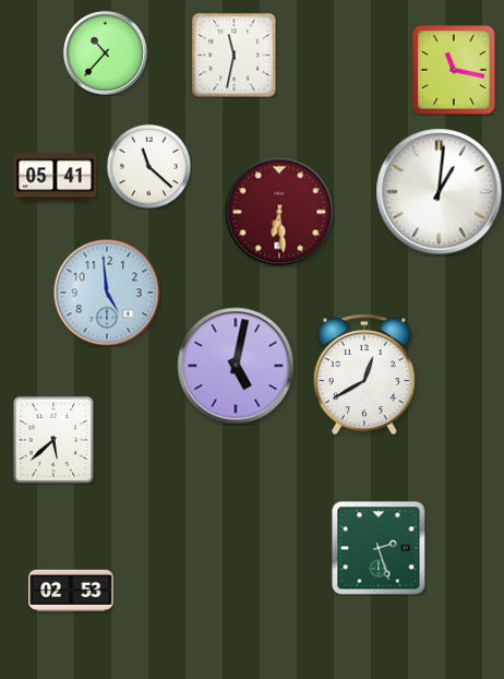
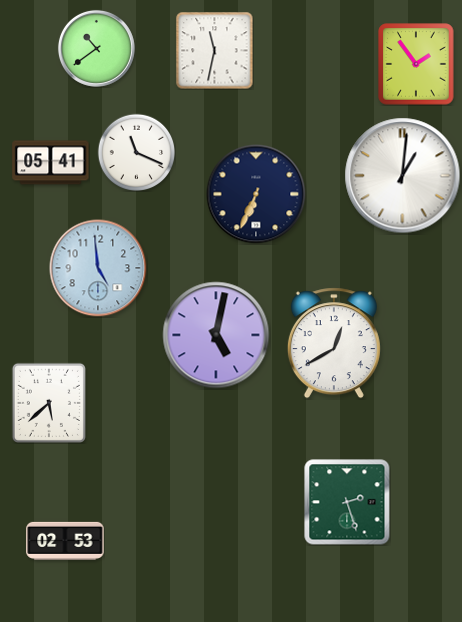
clock at (105, 52): 10:37 -> 10:39
clock at (454, 70): 11:17 -> 1:54
clock at (148, 166): 11:22 -> 11:19
clock at (279, 212): 6:29 -> 6:34
clock at (279, 212) dial: burgundy -> navy
